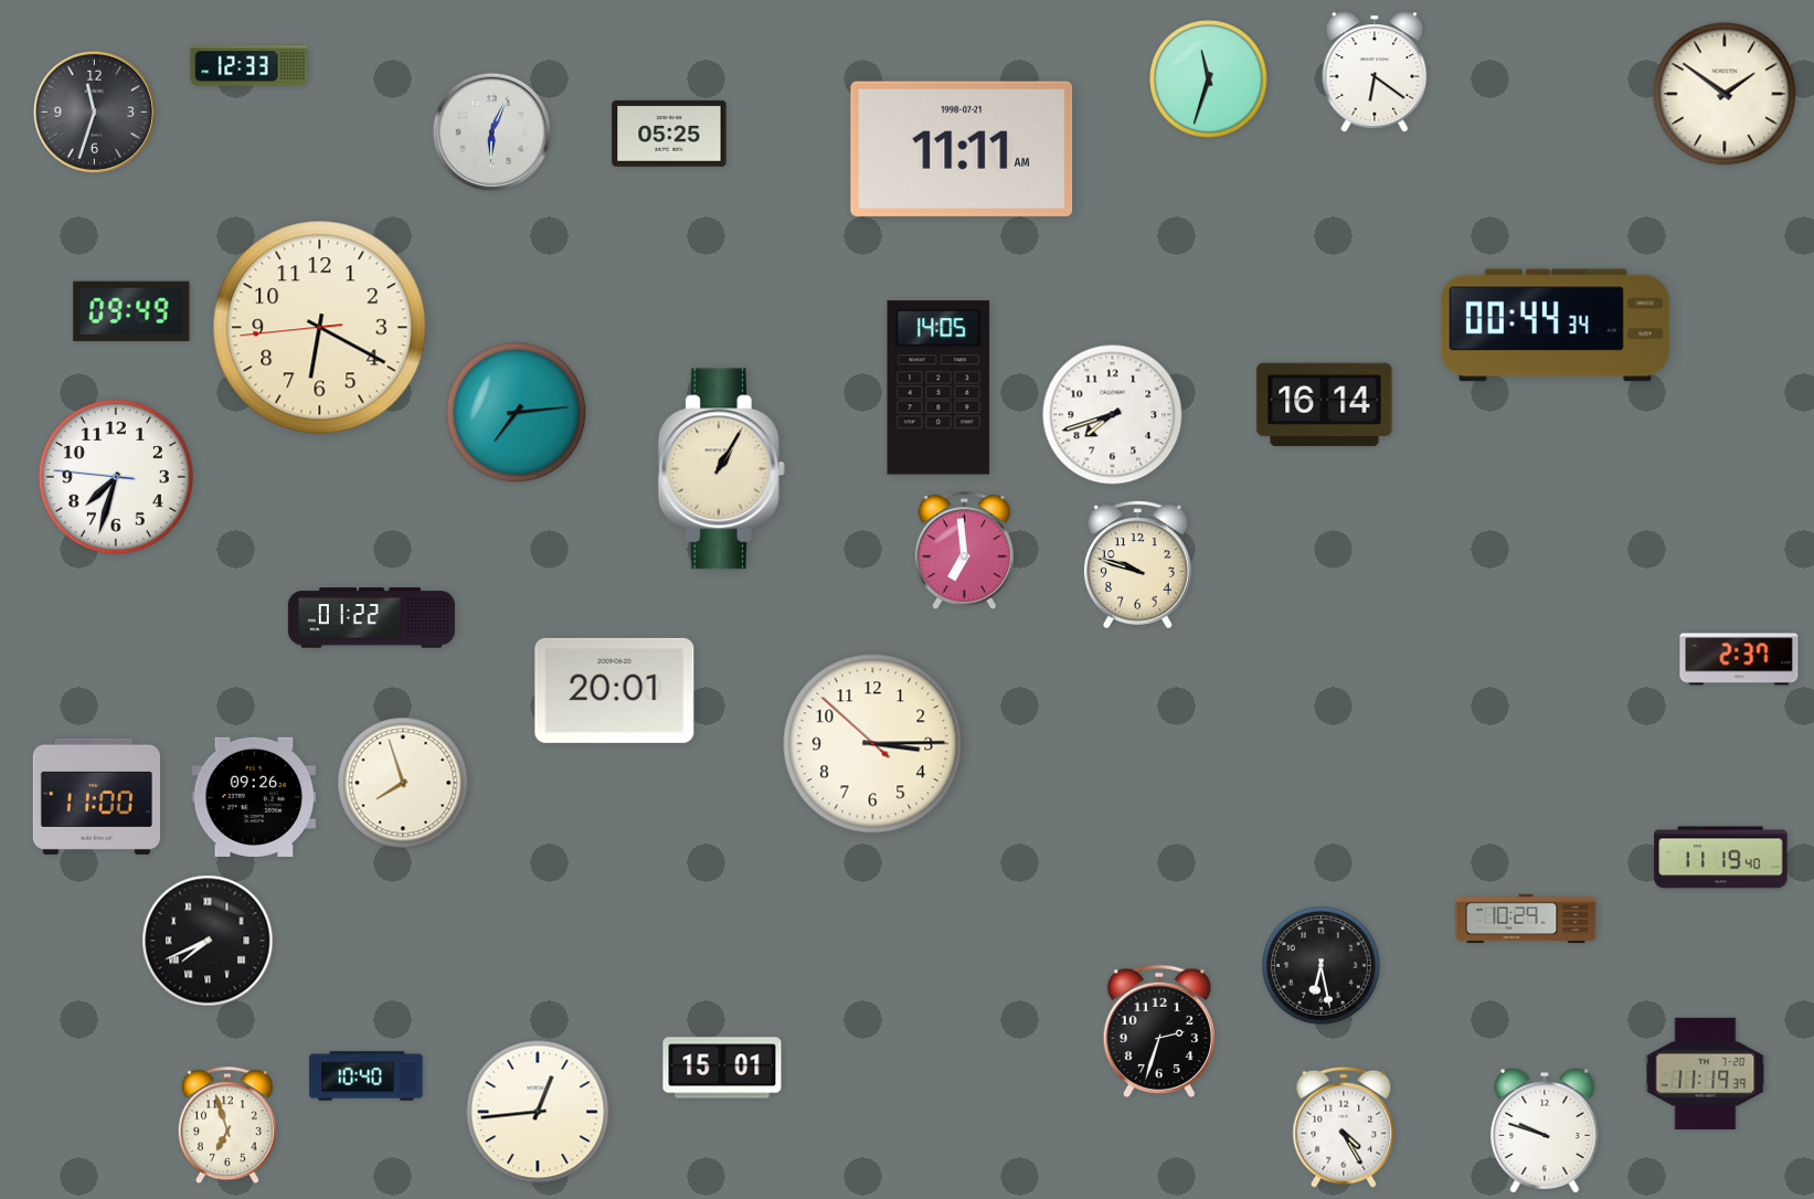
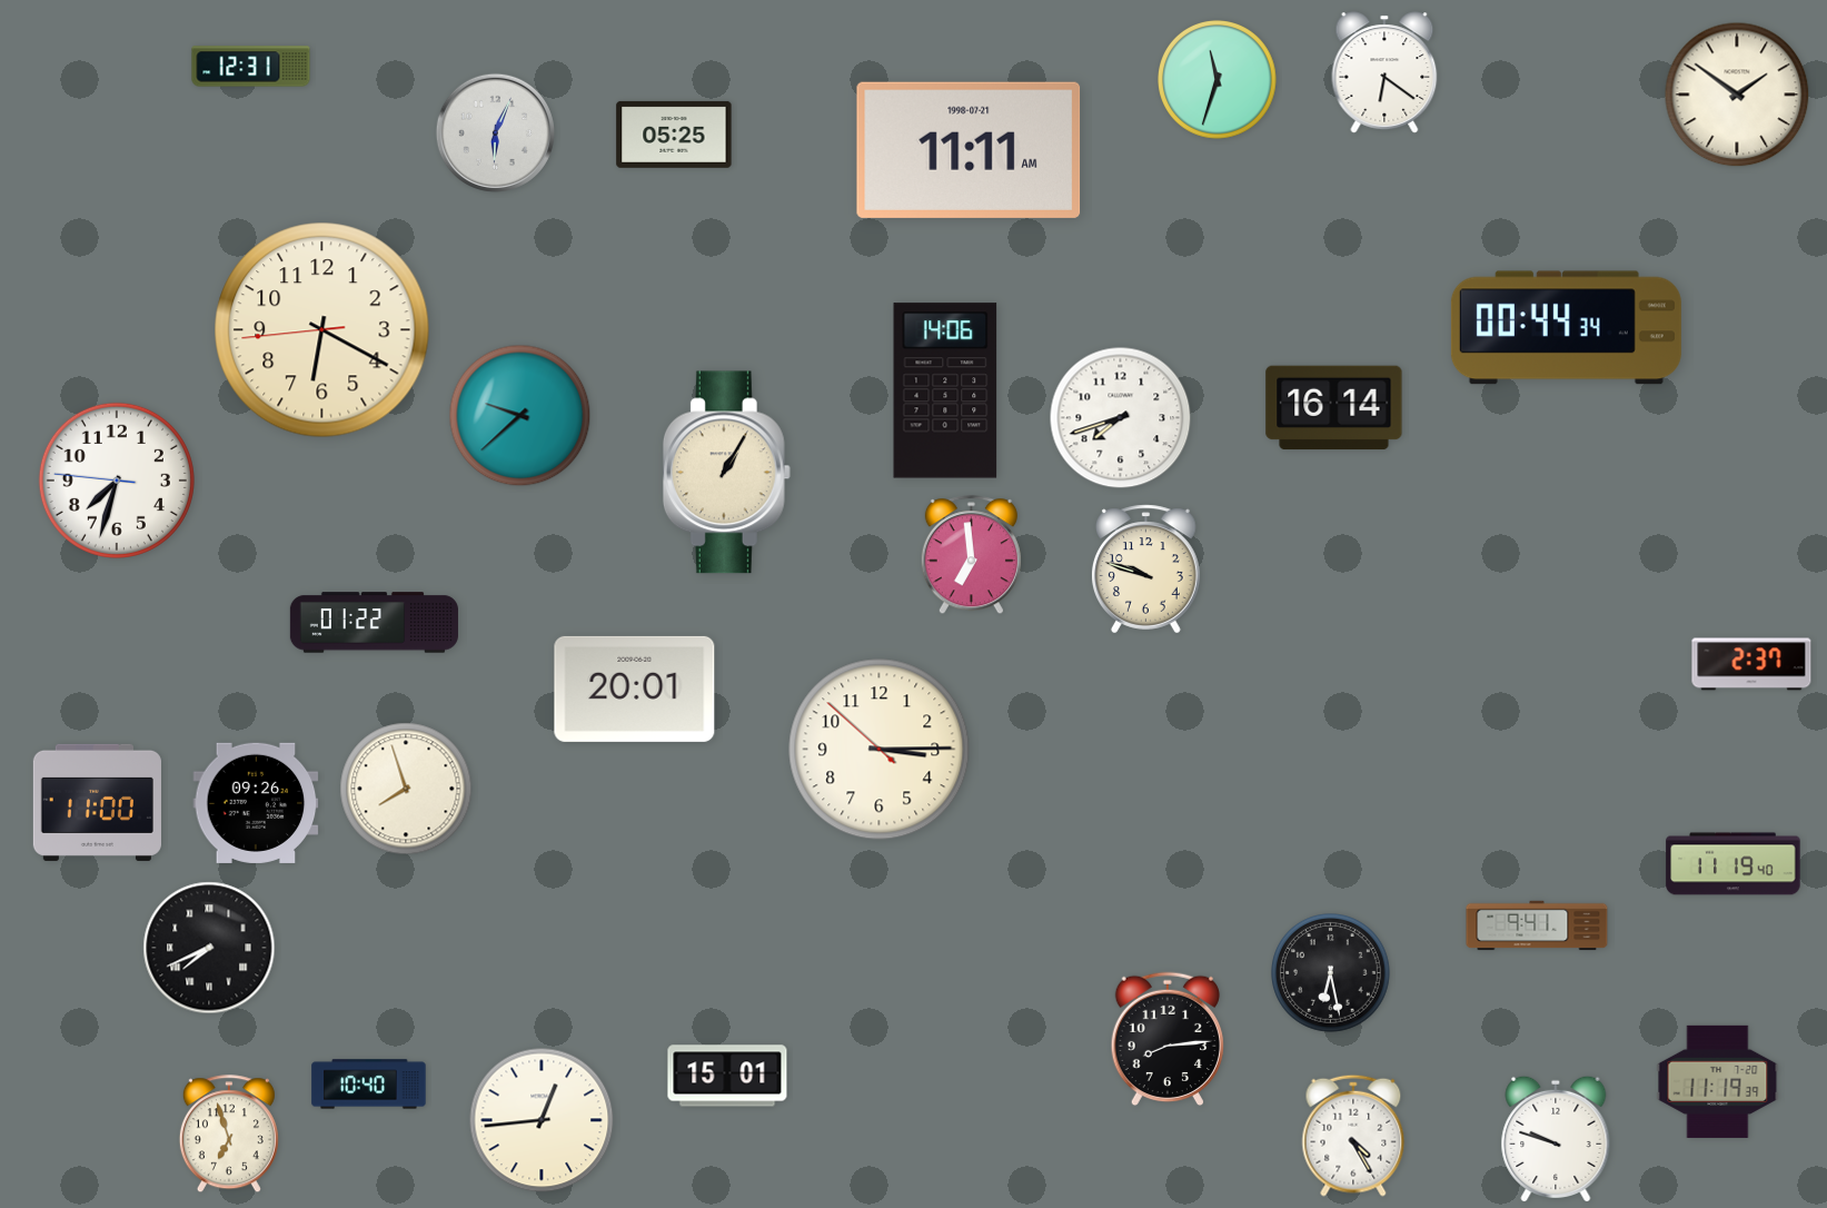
clock at (250, 66): 12:33 -> 12:31
clock at (94, 112): 11:33 -> none
clock at (131, 311): 09:49 -> none
clock at (938, 388): 14:05 -> 14:06
clock at (517, 413): 7:14 -> 9:38
clock at (615, 690) position: (615, 690) -> (635, 689)
clock at (1526, 919): 10:29 -> 9:41
clock at (1159, 1031): 2:33 -> 8:14
